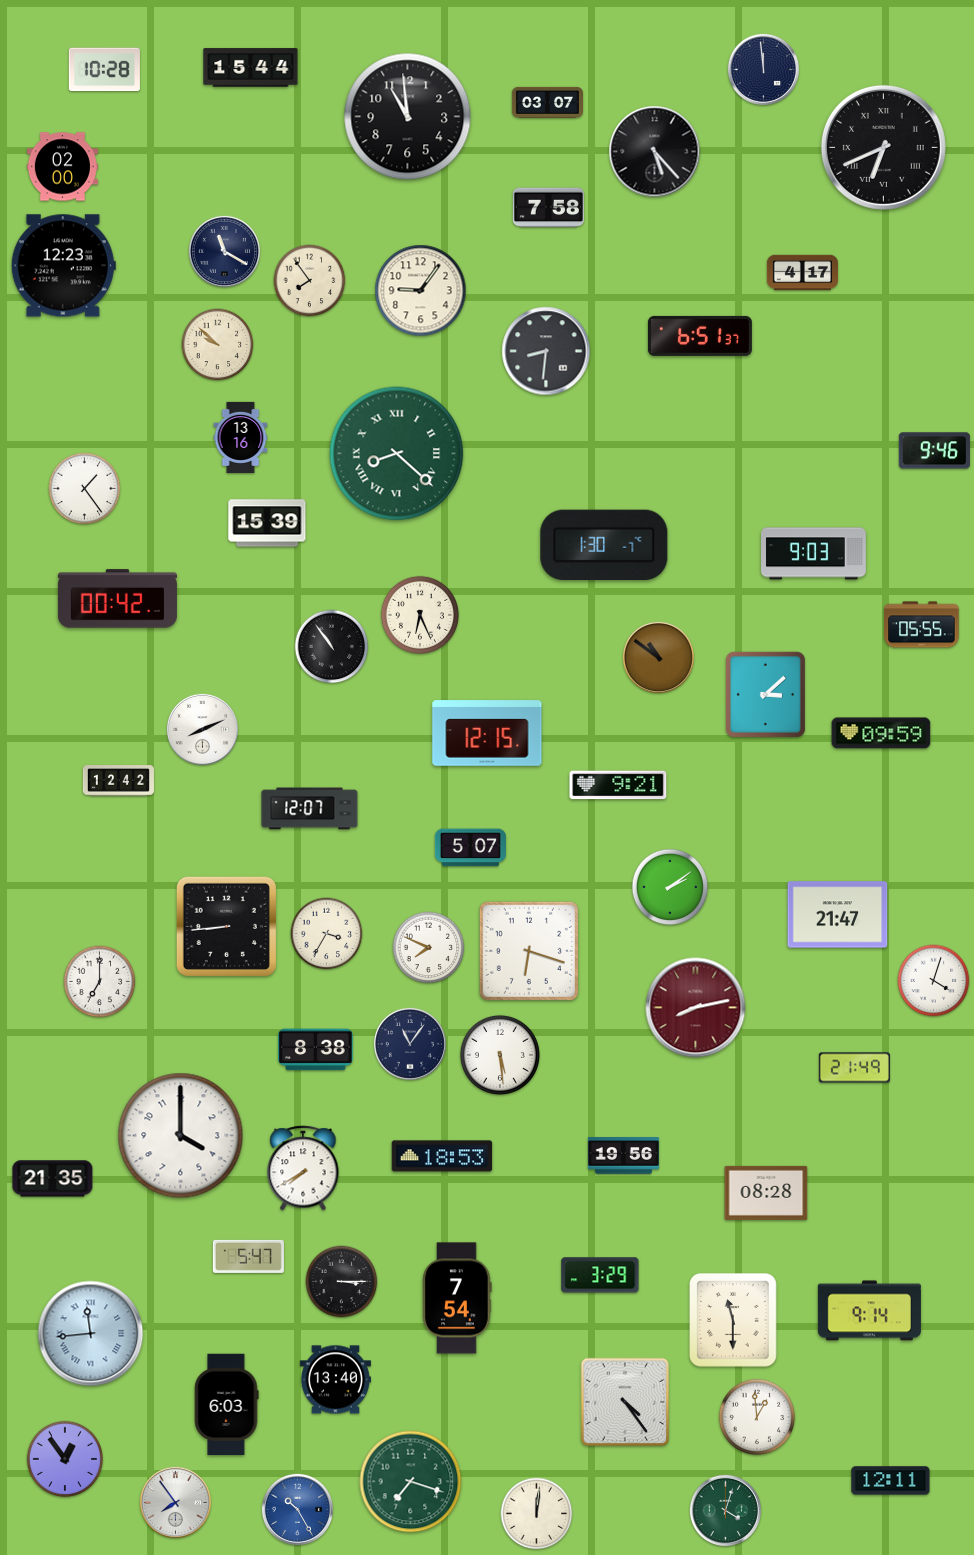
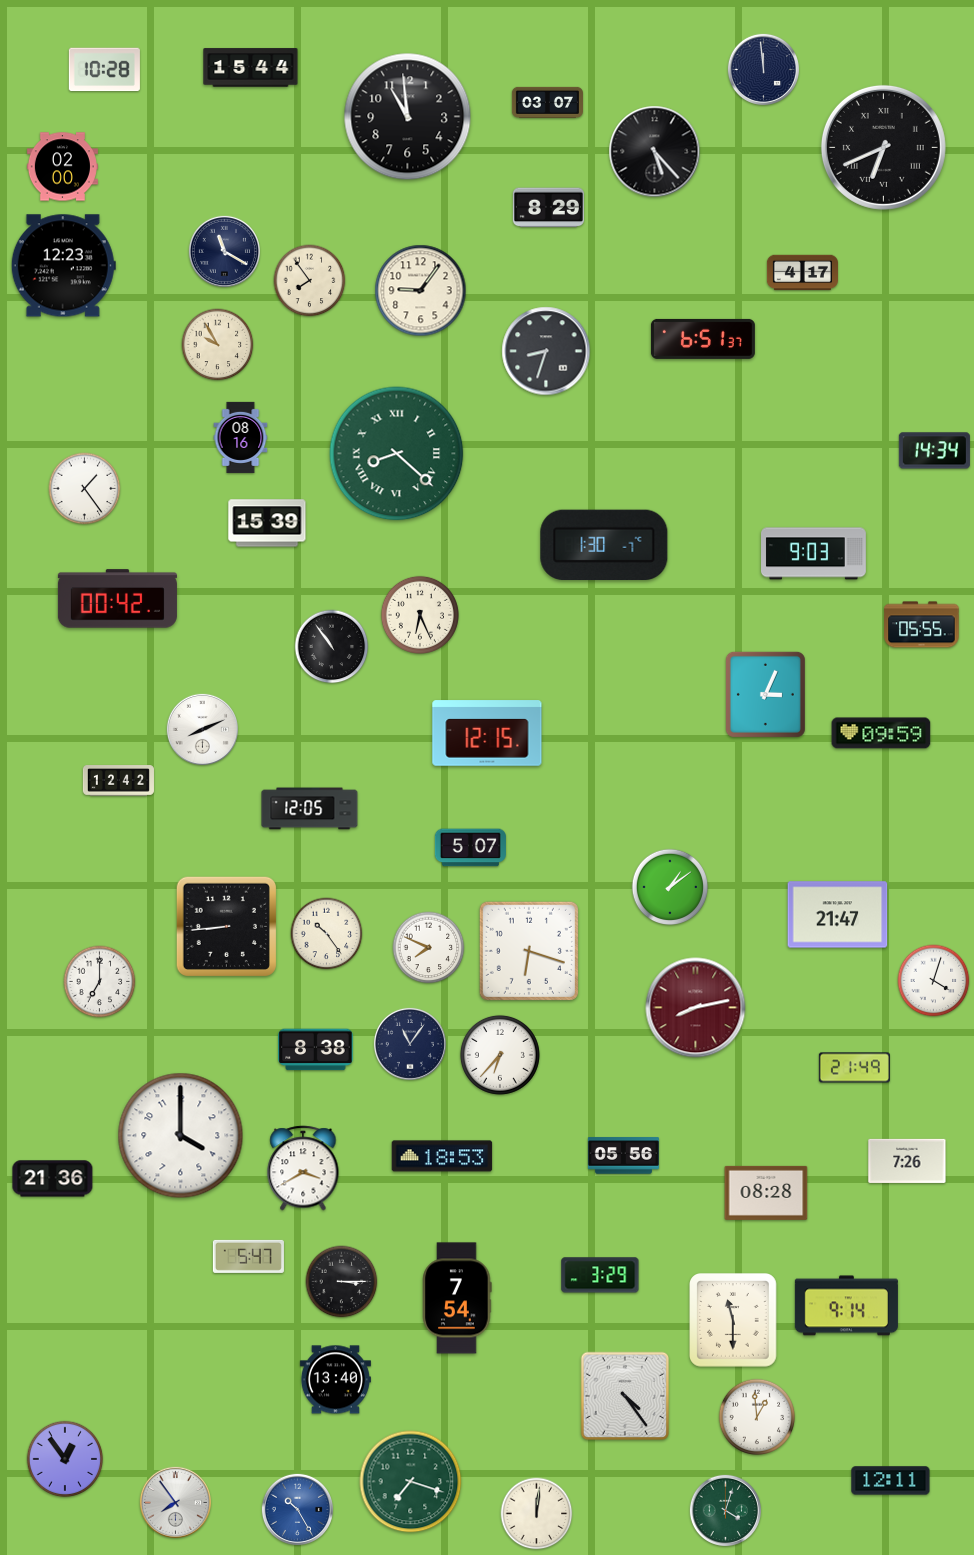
clock at (548, 208): 7:58 -> 8:29
clock at (700, 336) position: (700, 336) -> (703, 339)
clock at (218, 345): 9:52 -> 9:55
clock at (546, 351): 8:31 -> 8:33
clock at (241, 437): 13:16 -> 08:16
clock at (934, 451): 9:46 -> 14:34
clock at (658, 657): 10:51 -> none
clock at (765, 694): 3:08 -> 3:04
clock at (618, 785): 9:21 -> none
clock at (310, 809): 12:07 -> 12:05
clock at (670, 887): 2:09 -> 1:09
clock at (327, 934): 3:35 -> 10:24
clock at (500, 1055): 5:29 -> 6:37
clock at (623, 1156): 19:56 -> 05:56
clock at (907, 1161): none -> 7:26
clock at (303, 1168): 7:40 -> 3:40
clock at (53, 1179): 21:35 -> 21:36
clock at (869, 1311) position: (869, 1311) -> (846, 1306)
clock at (91, 1334): 11:44 -> none
clock at (625, 1402) position: (625, 1402) -> (625, 1396)
clock at (226, 1405): 6:03 -> none
